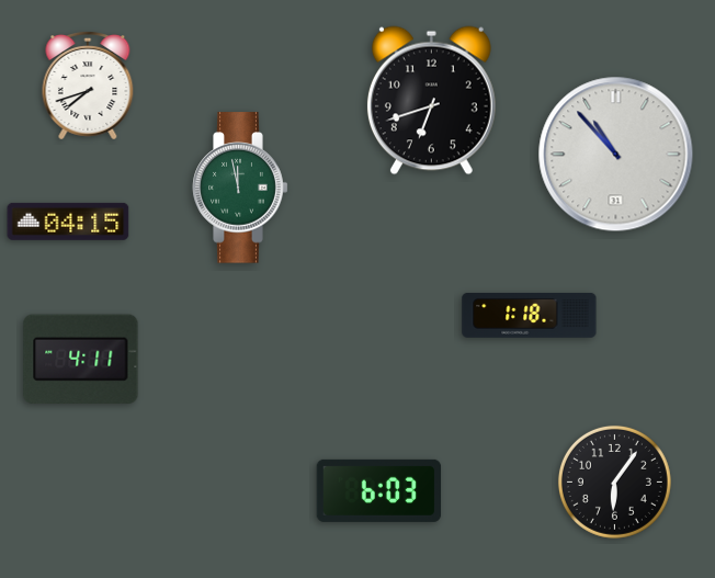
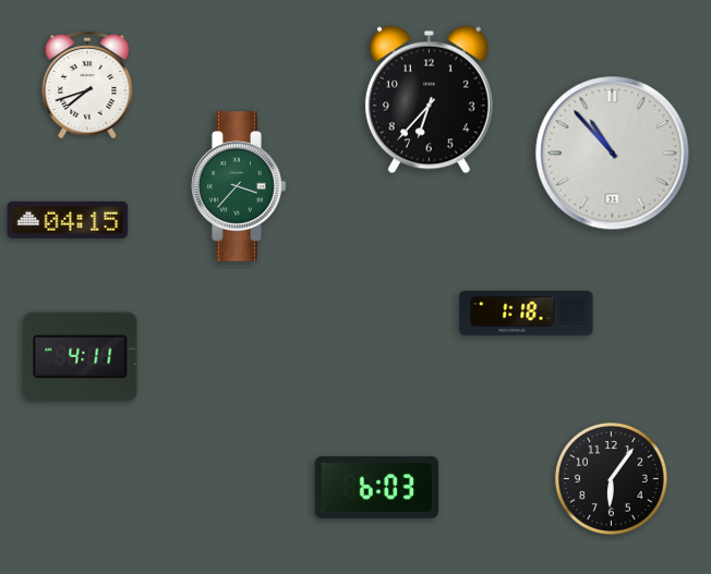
clock at (431, 101): 6:42 -> 6:37
clock at (240, 188): 11:58 -> 3:37
